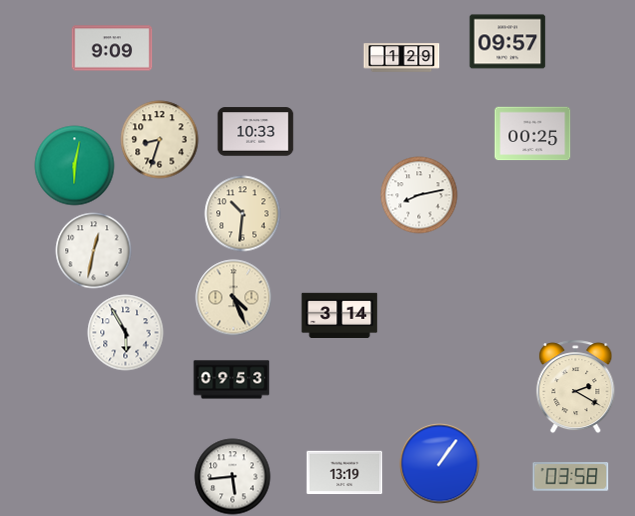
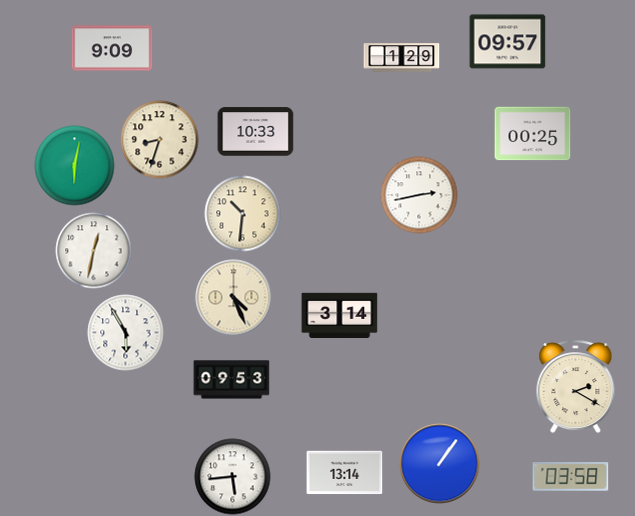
clock at (419, 195): 8:13 -> 2:43
clock at (345, 473): 13:19 -> 13:14
